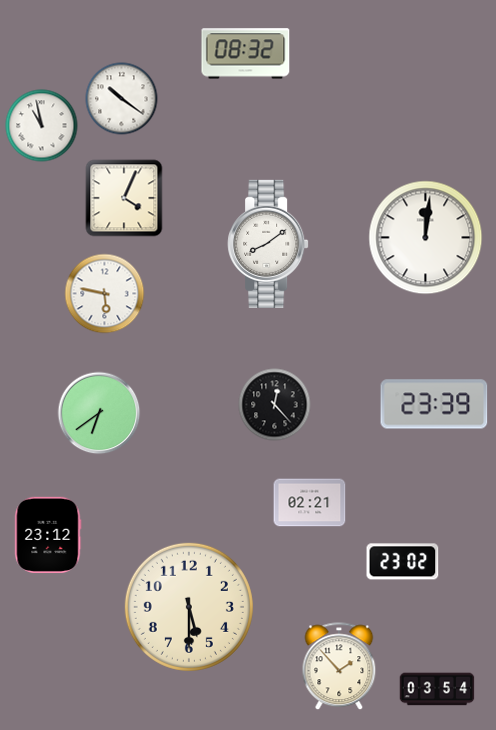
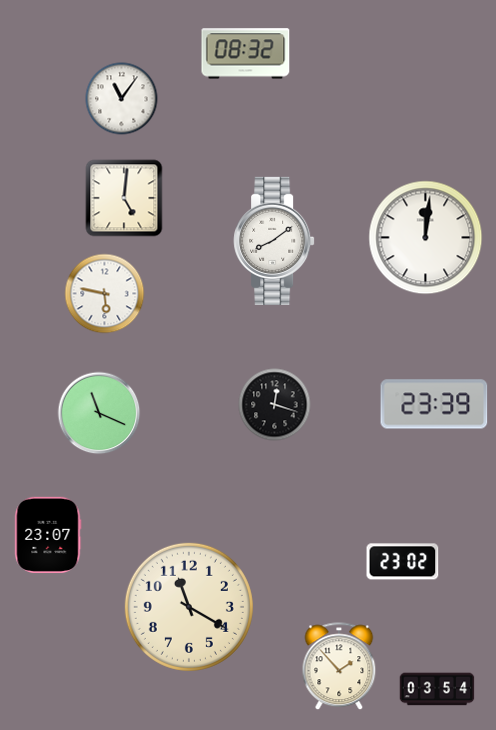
clock at (122, 99): 10:21 -> 11:06
clock at (42, 126): 10:58 -> none
clock at (124, 198): 4:04 -> 5:01
clock at (268, 244) position: (268, 244) -> (274, 241)
clock at (275, 405): 12:23 -> 12:18
clock at (99, 413): 6:39 -> 11:19
clock at (310, 503): 02:21 -> none
clock at (48, 535): 23:12 -> 23:07
clock at (189, 607): 5:30 -> 11:20
